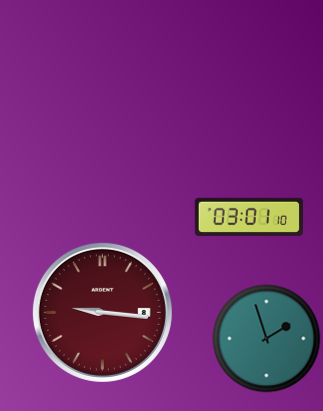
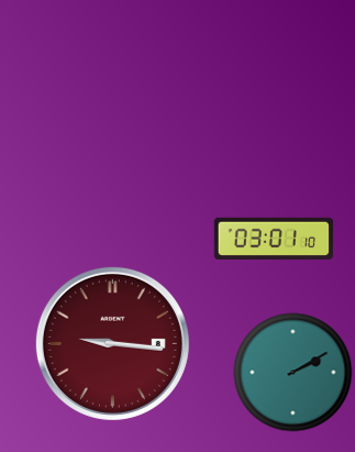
clock at (267, 339): 1:57 -> 2:10
